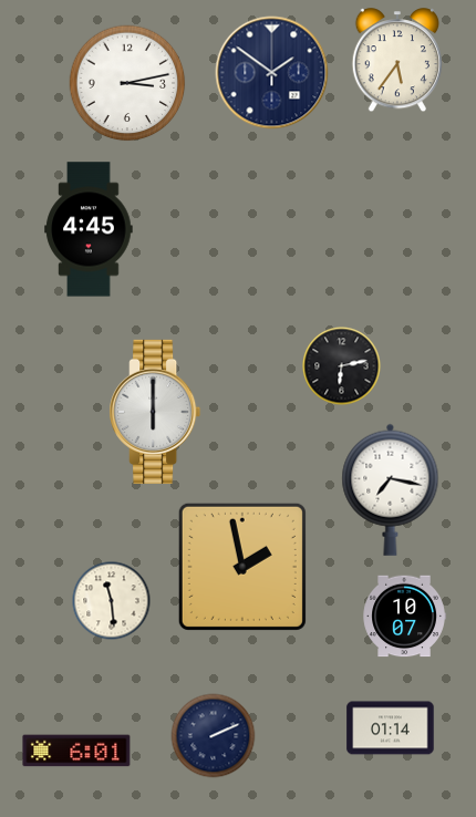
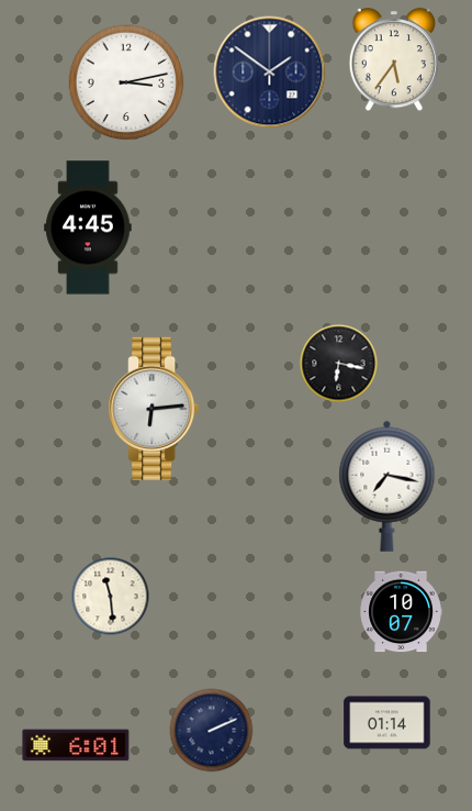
clock at (342, 366): 6:13 -> 6:17
clock at (155, 412): 6:00 -> 6:14
clock at (242, 567): 1:58 -> none
